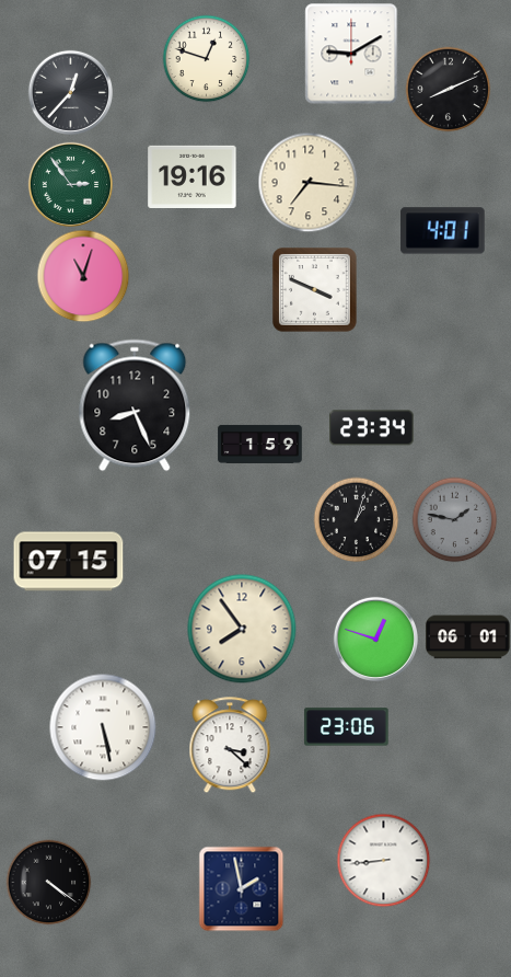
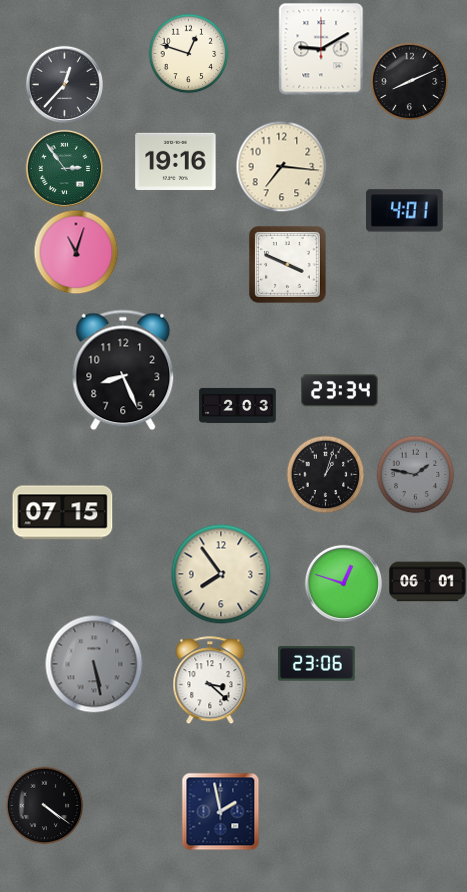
clock at (260, 444): 1:59 -> 2:03
clock at (103, 727) dial: white -> grey
clock at (383, 860): 8:44 -> none
